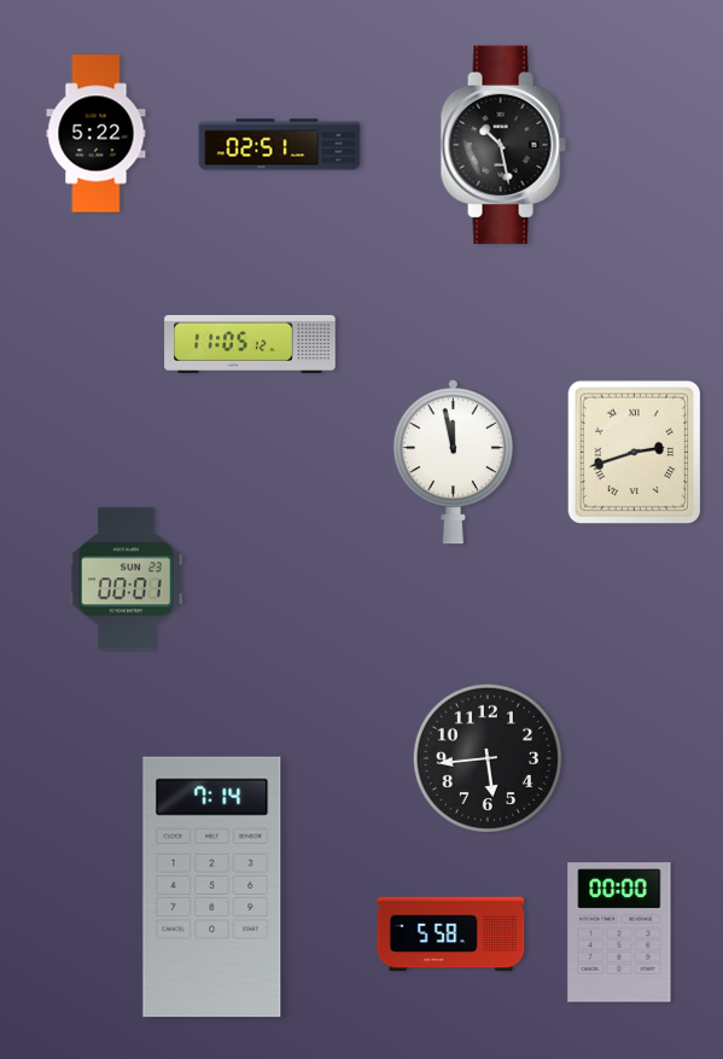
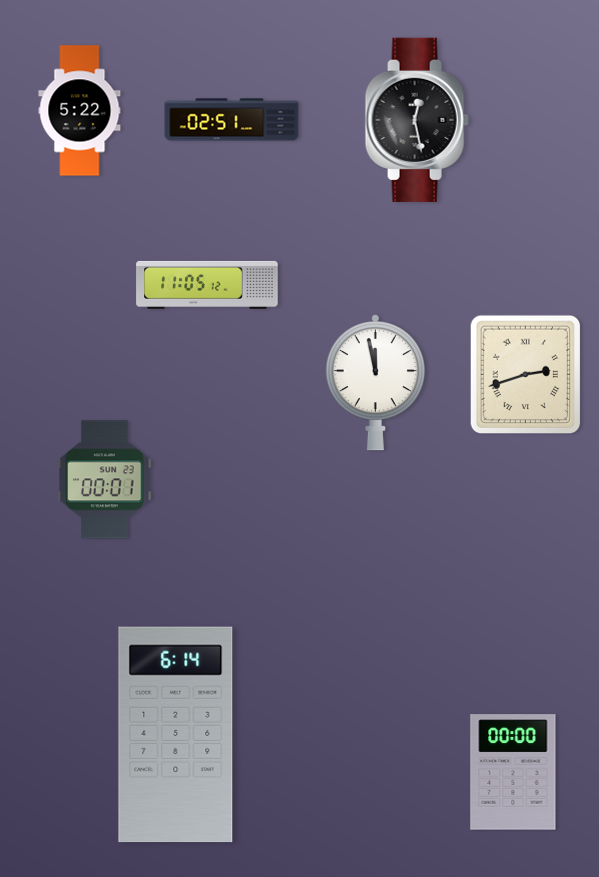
clock at (503, 145): 10:28 -> 12:28
clock at (488, 758): 5:44 -> none
clock at (212, 888): 7:14 -> 6:14
clock at (451, 935): 5:58 -> none
